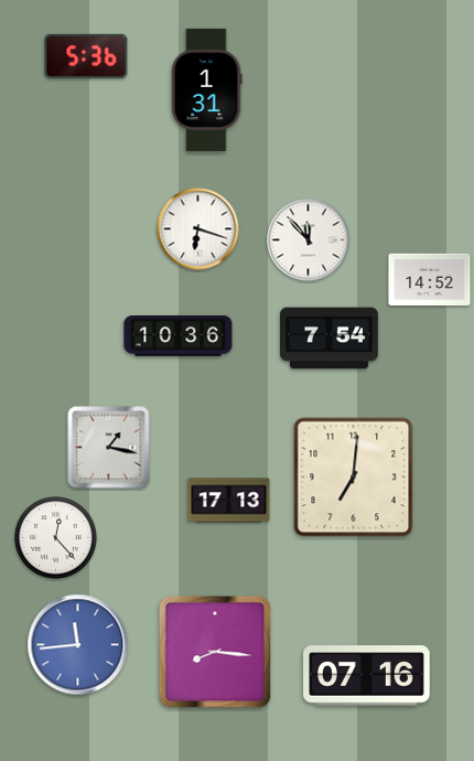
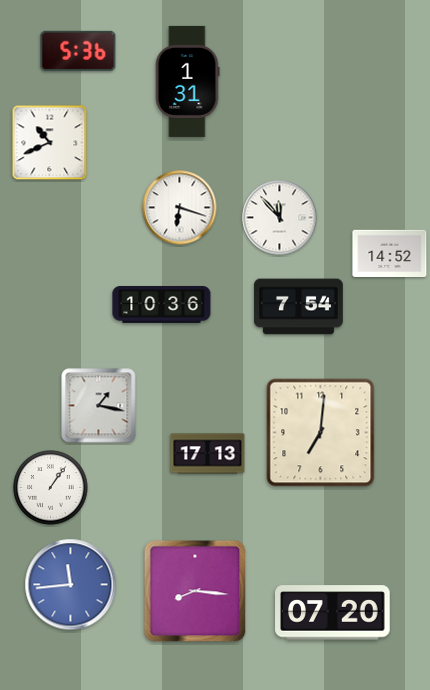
clock at (50, 143): none -> 10:41
clock at (56, 538): 12:23 -> 1:06
clock at (367, 676): 07:16 -> 07:20
